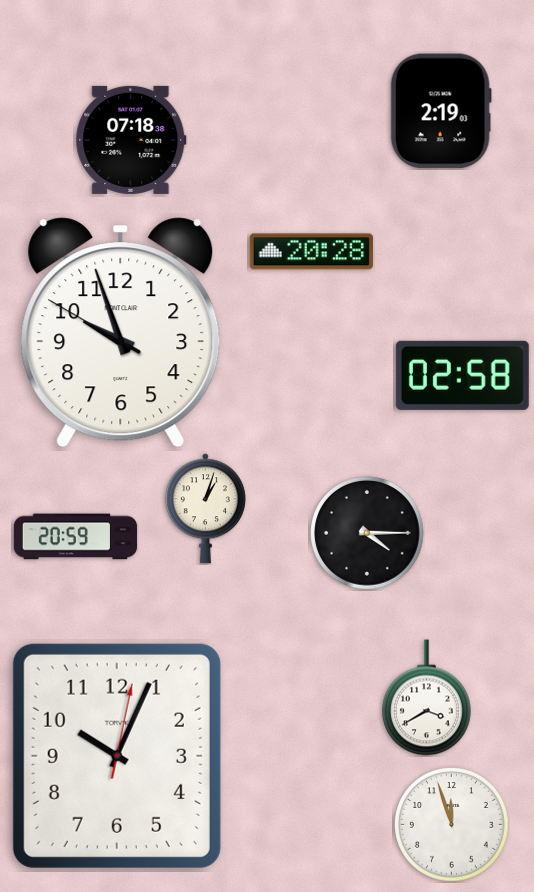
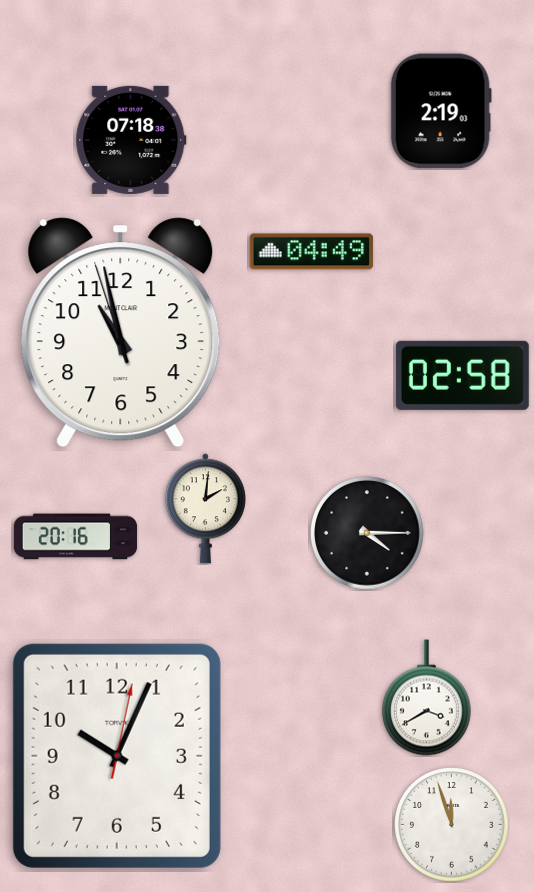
clock at (311, 252): 20:28 -> 04:49
clock at (121, 333): 9:56 -> 10:57
clock at (205, 509): 1:03 -> 2:01
clock at (76, 537): 20:59 -> 20:16
